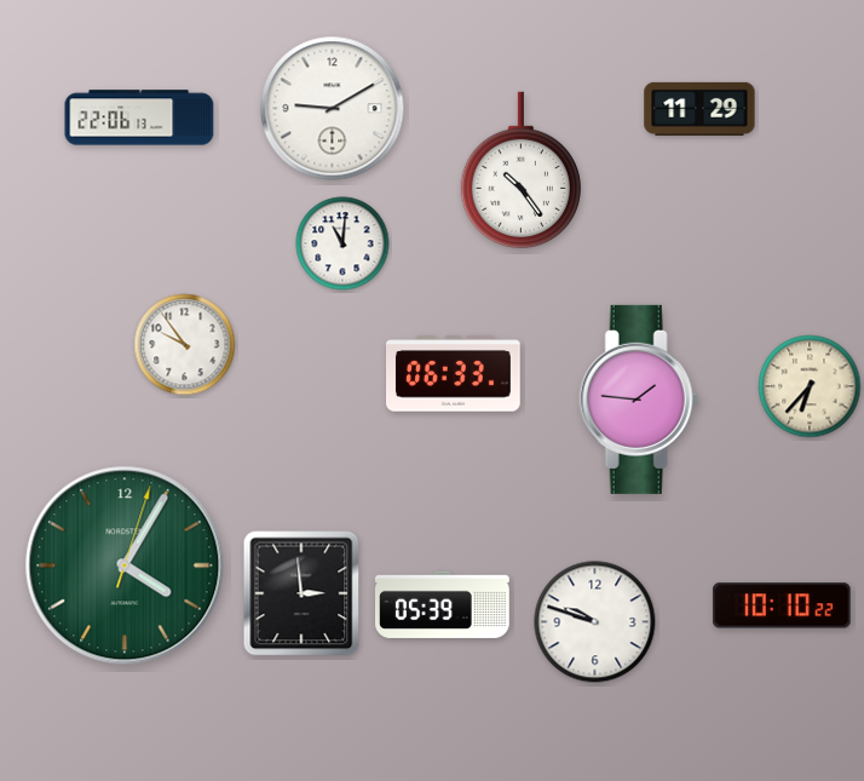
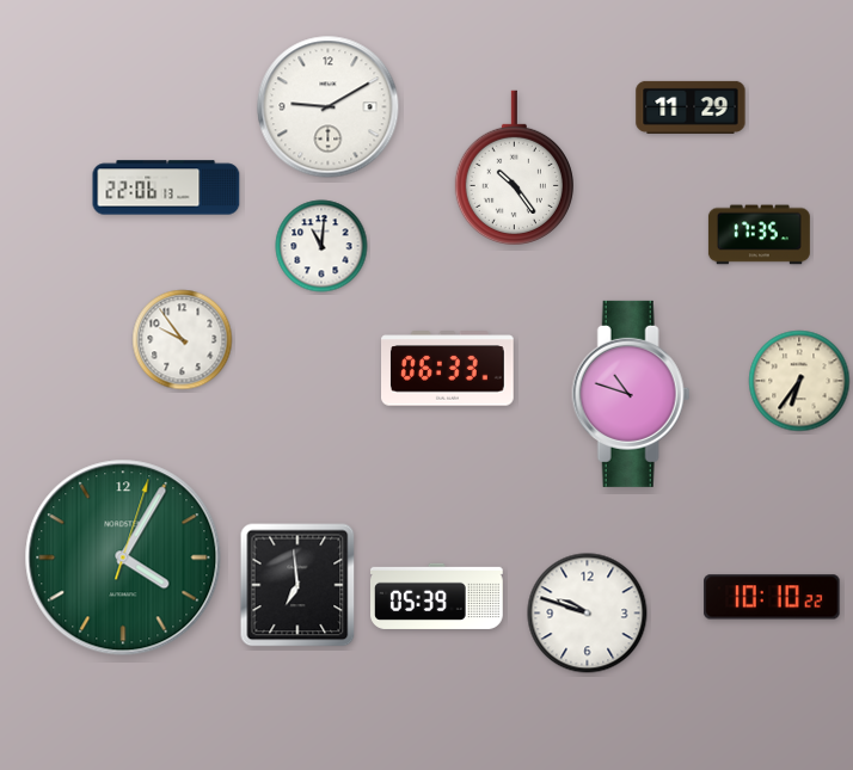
clock at (139, 117) position: (139, 117) -> (166, 187)
clock at (759, 235): none -> 17:35
clock at (342, 243) position: (342, 243) -> (321, 246)
clock at (810, 386): 6:37 -> 6:36
clock at (639, 400): 1:46 -> 10:48
clock at (301, 593): 2:59 -> 6:59
